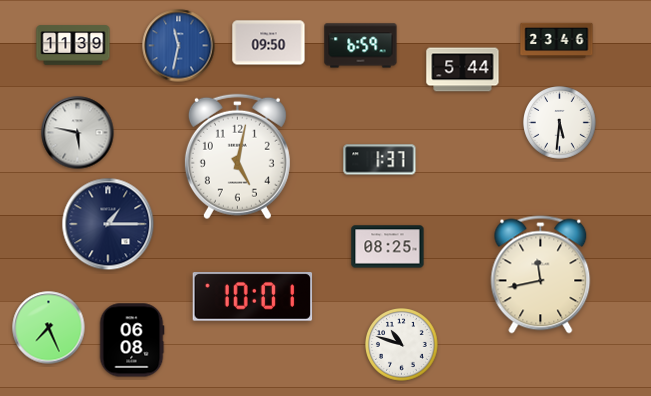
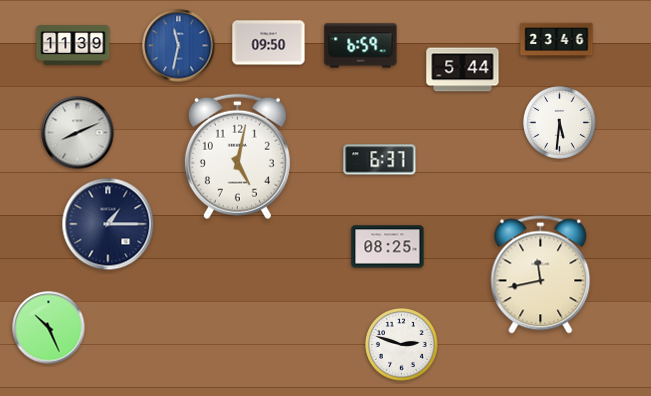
clock at (78, 133): 5:47 -> 8:11
clock at (380, 160): 1:37 -> 6:37
clock at (253, 297): 10:01 -> none
clock at (49, 328): 7:26 -> 10:26
clock at (132, 340): 06:08 -> none
clock at (402, 345): 10:48 -> 2:48
